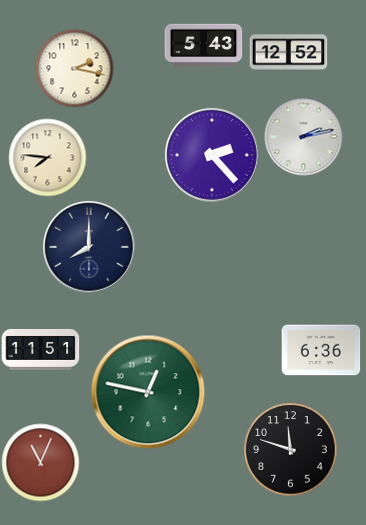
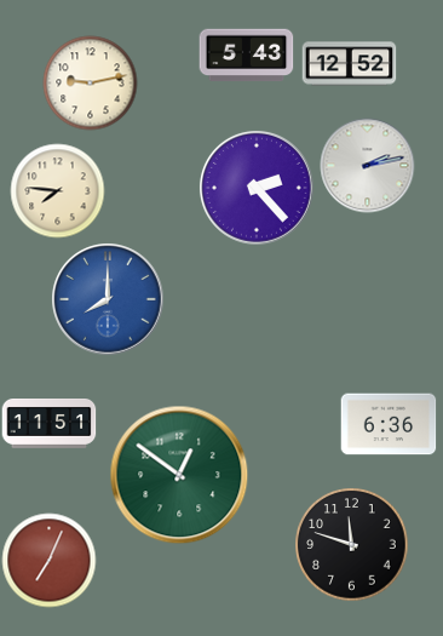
clock at (74, 68): 2:17 -> 9:13
clock at (89, 247) dial: navy -> blue
clock at (148, 392): 12:47 -> 12:51
clock at (40, 462): 11:04 -> 7:04
